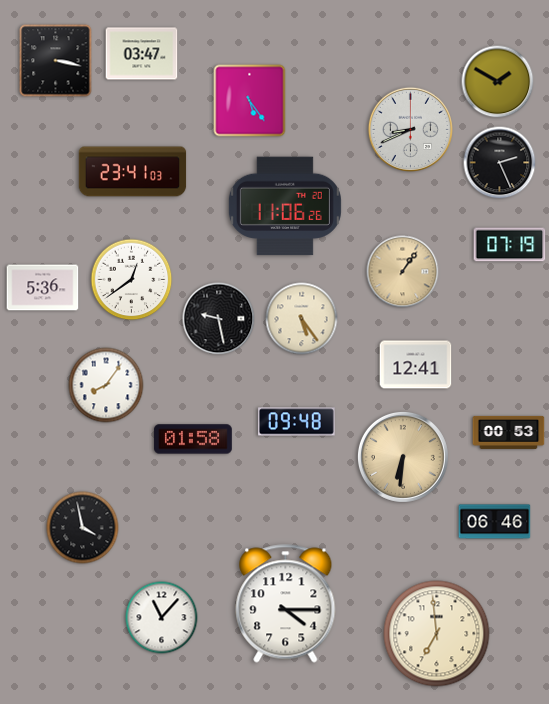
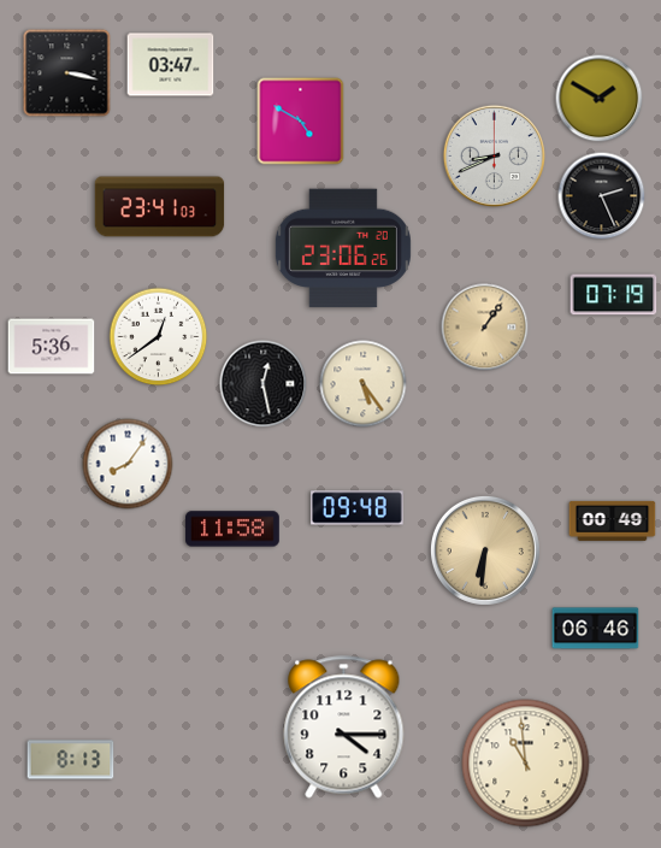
clock at (250, 101): 5:24 -> 4:50
clock at (285, 206): 11:06 -> 23:06
clock at (219, 319): 9:28 -> 12:28
clock at (416, 365): 12:41 -> none
clock at (509, 432): 00:53 -> 00:49
clock at (193, 439): 01:58 -> 11:58
clock at (83, 528): 3:58 -> none
clock at (162, 618): 11:07 -> none
clock at (71, 760): none -> 8:13
clock at (437, 634): 6:59 -> 10:59
